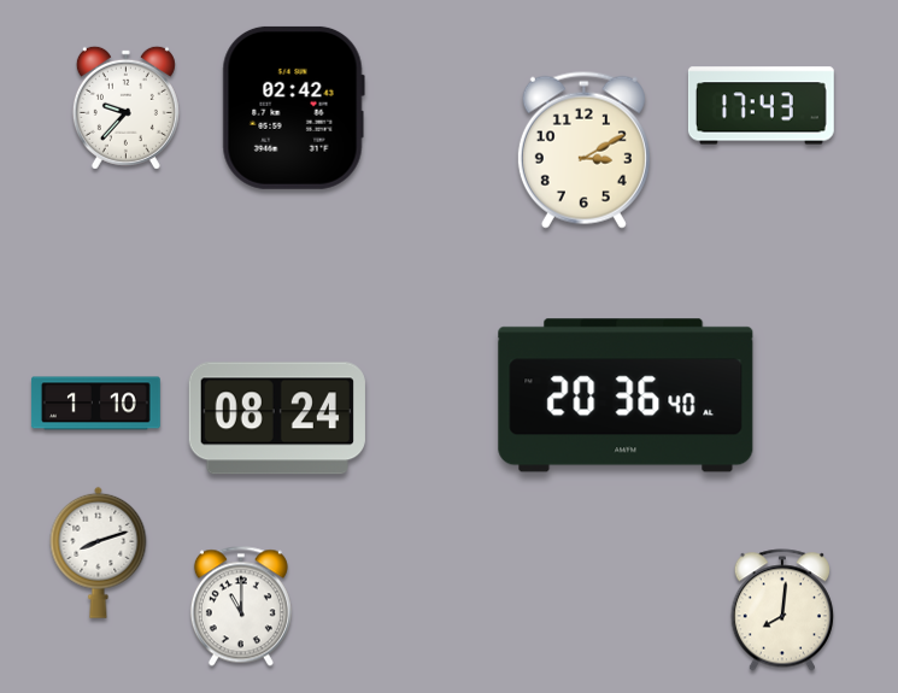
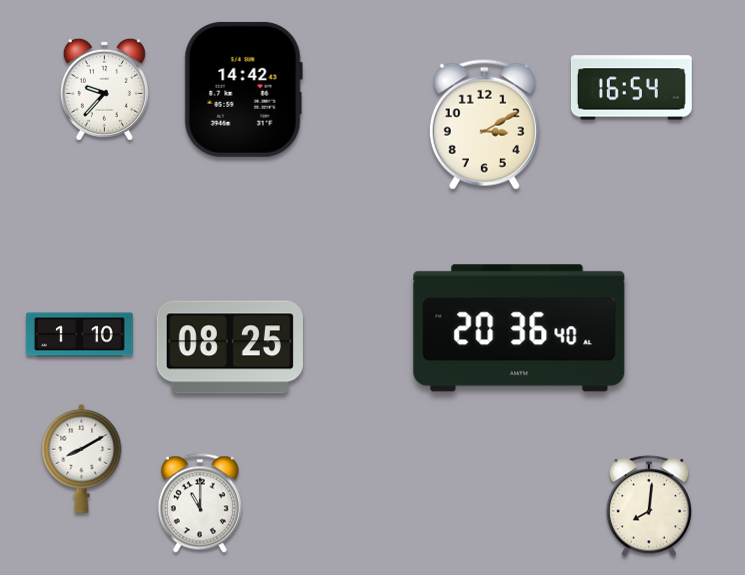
clock at (761, 106): 17:43 -> 16:54
clock at (293, 107): 02:42 -> 14:42
clock at (277, 418): 08:24 -> 08:25
clock at (99, 552): 8:12 -> 8:10
